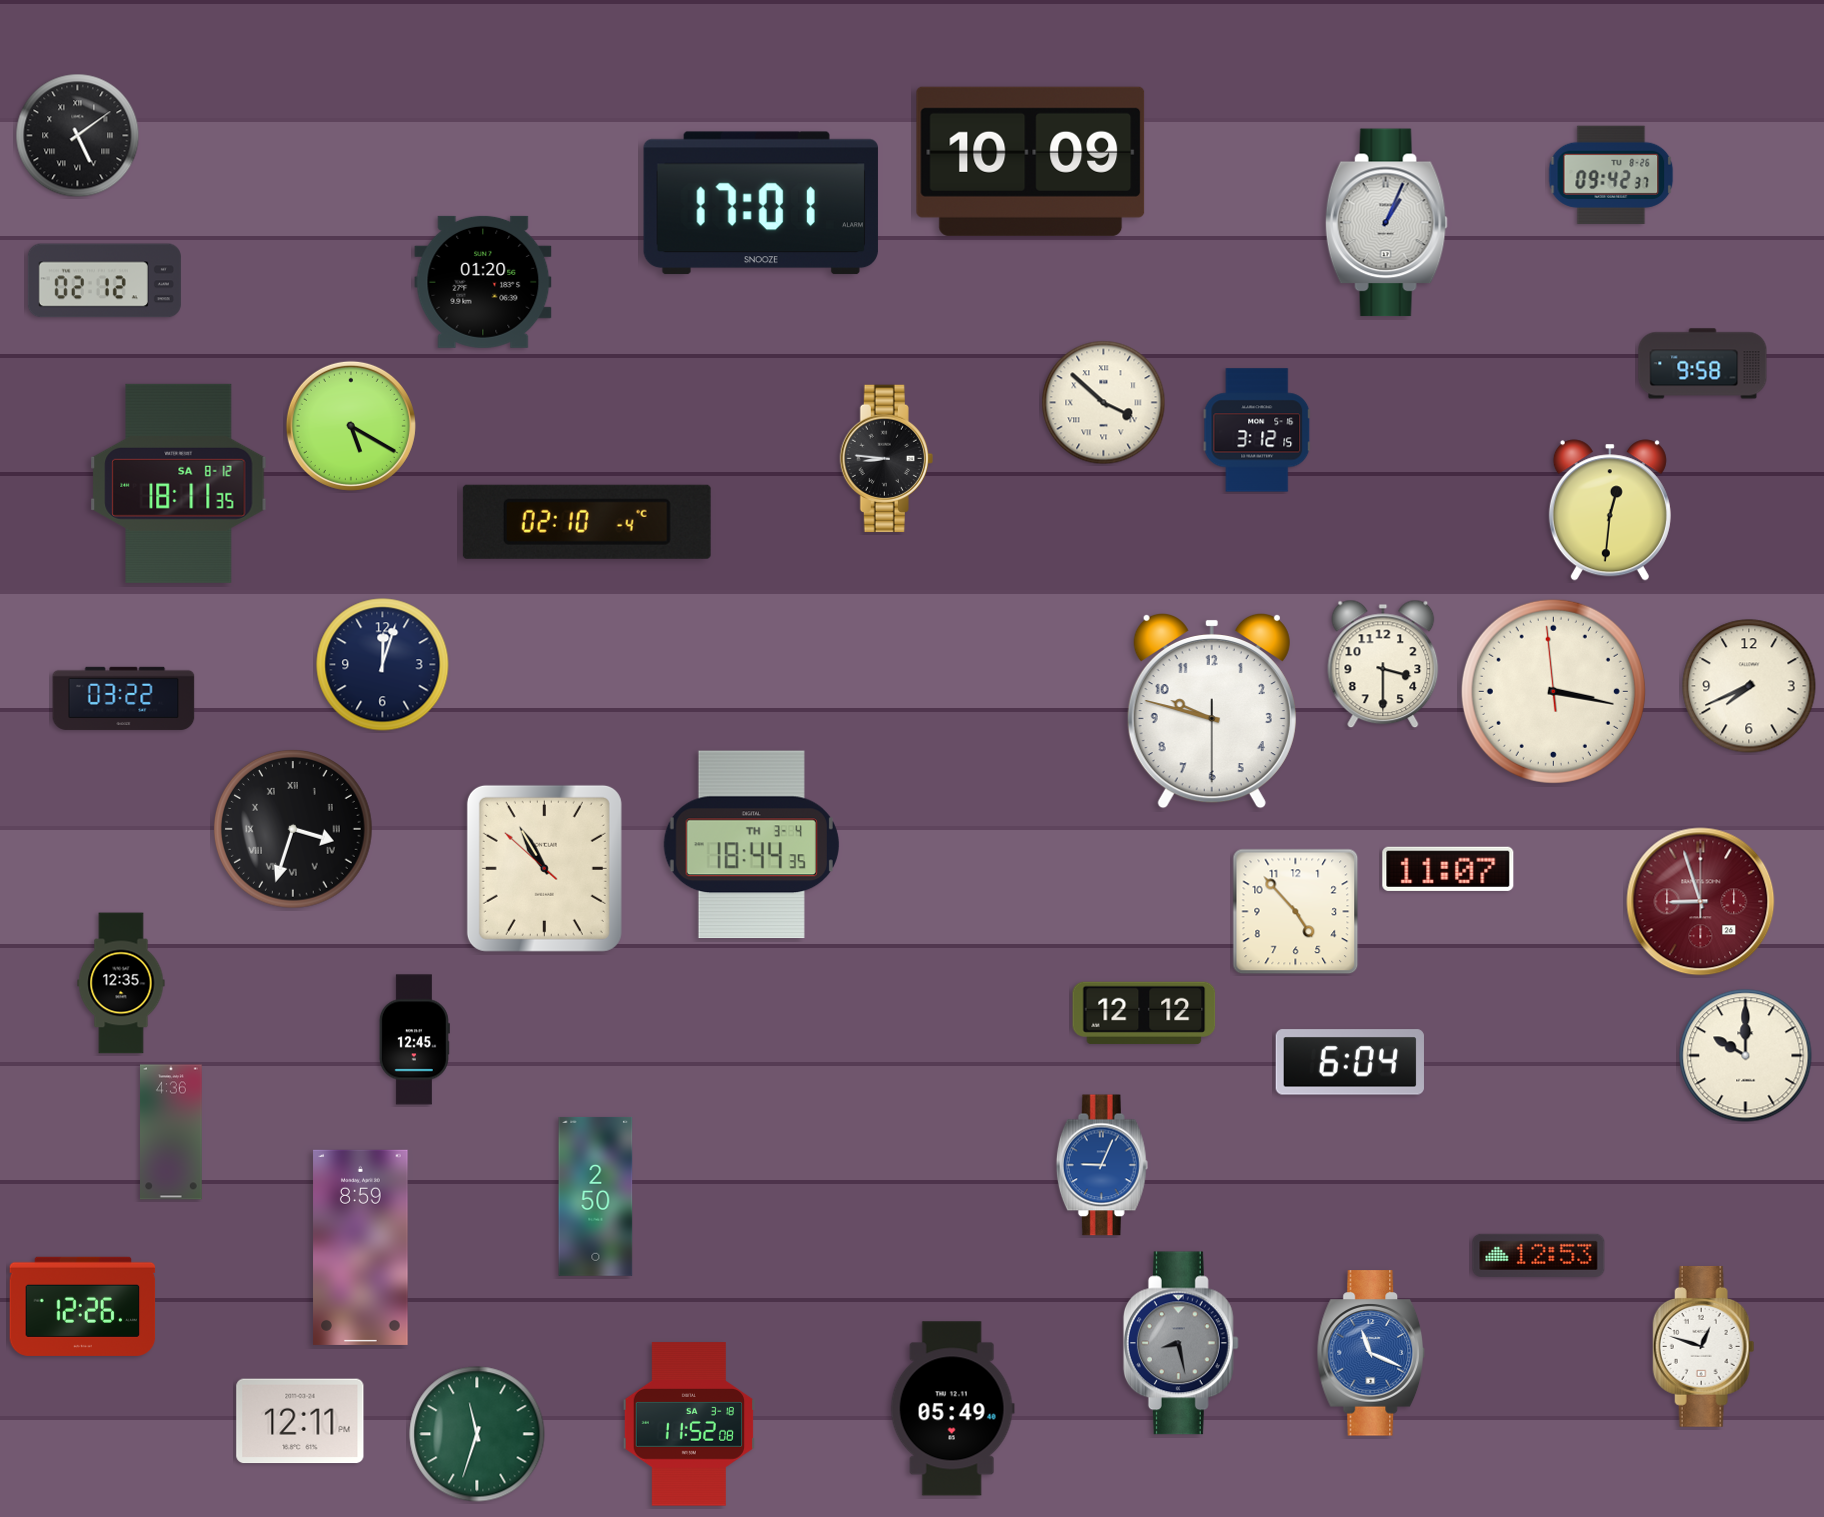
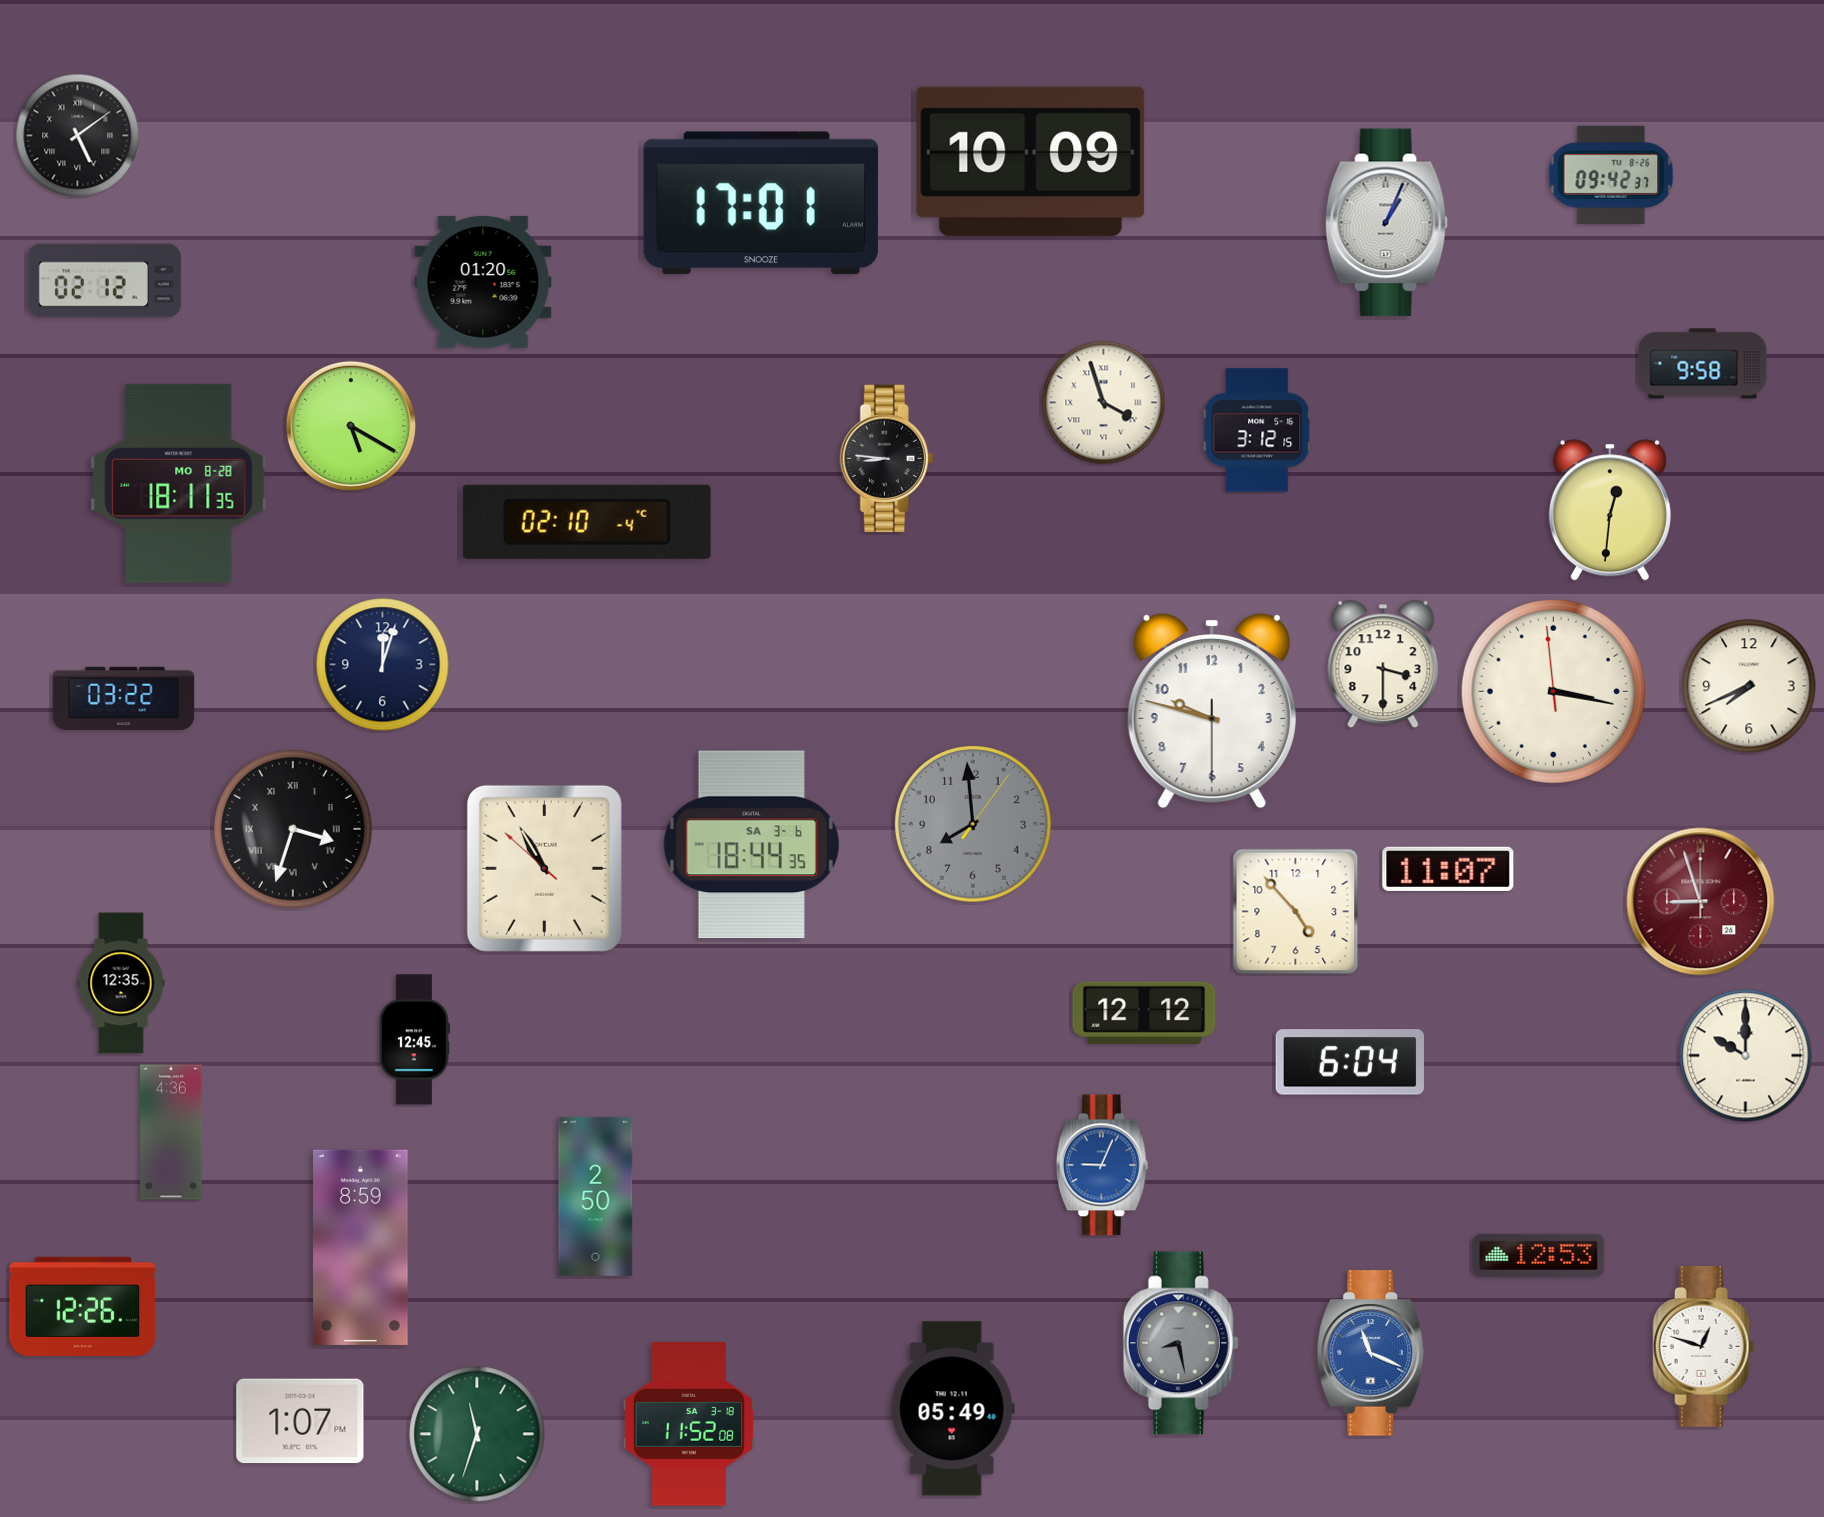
clock at (1104, 403): 3:52 -> 3:57
clock at (179, 483) date: SA 8-12 -> MO 8-28
clock at (974, 825): none -> 7:59
clock at (751, 845) date: TH 3-4 -> SA 3-6
clock at (300, 1421): 12:11 -> 1:07
